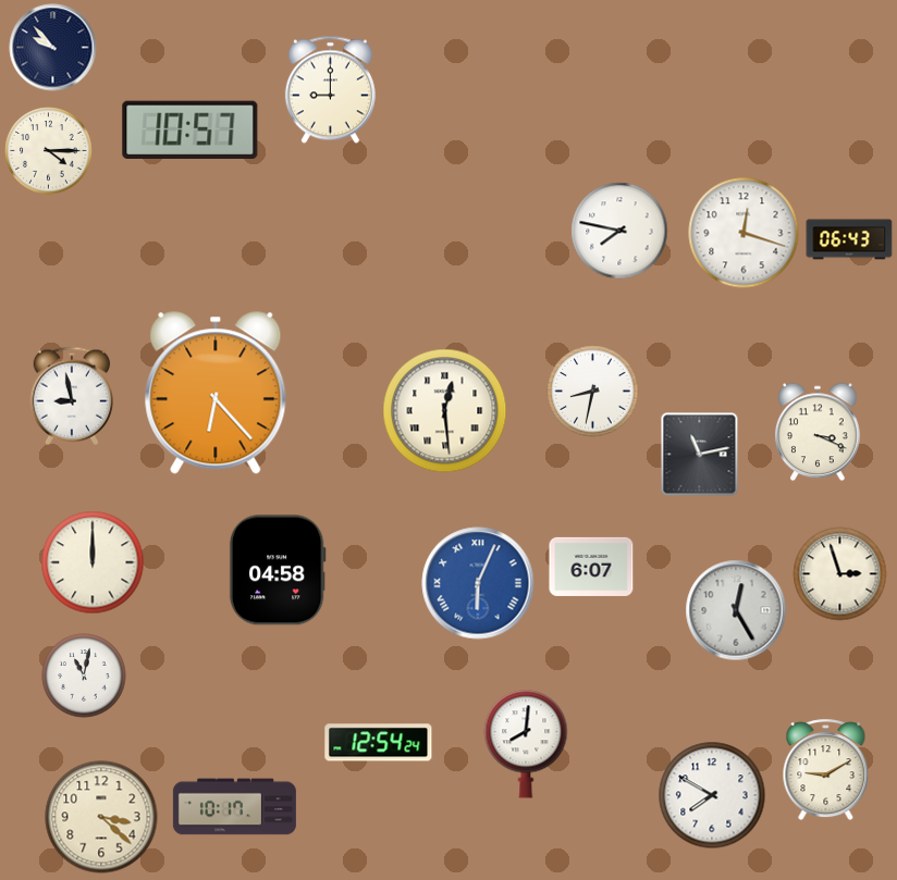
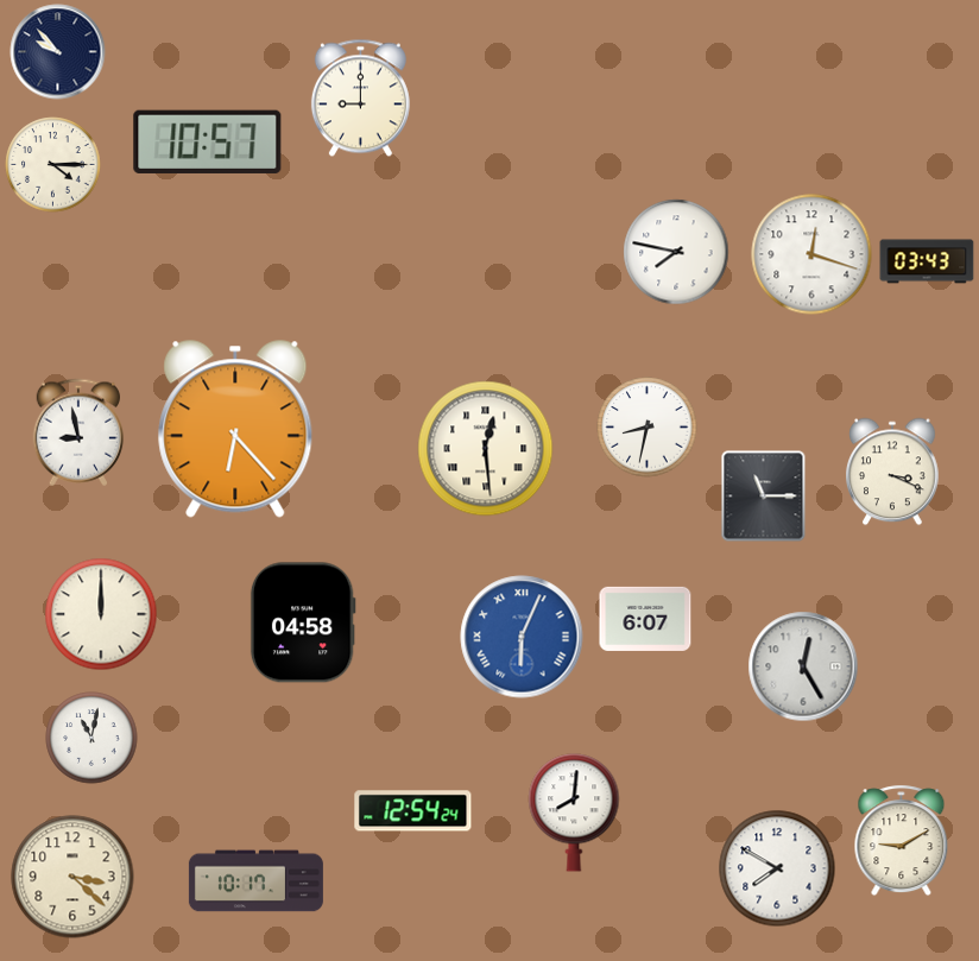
clock at (849, 239): 06:43 -> 03:43
clock at (700, 455): 11:13 -> 11:15
clock at (840, 574): 2:57 -> none
clock at (101, 817) position: (101, 817) -> (72, 877)
